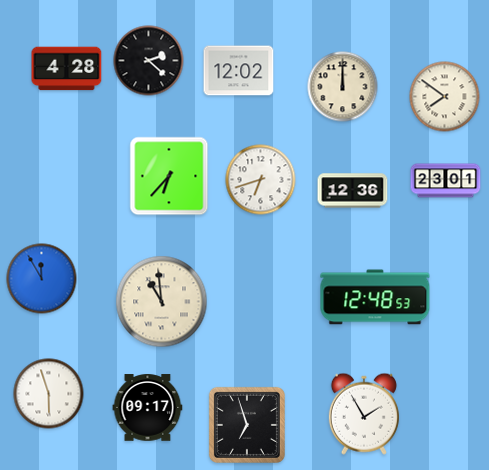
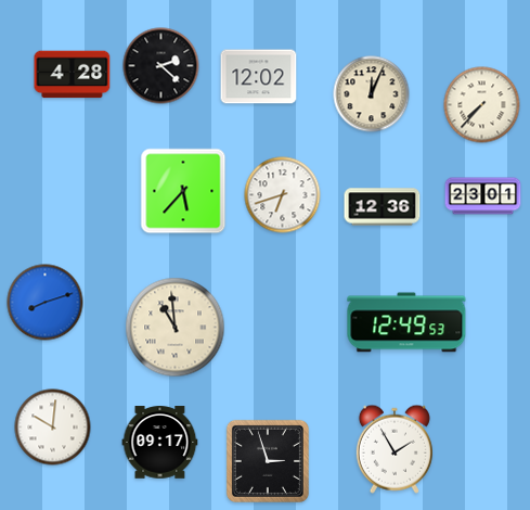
clock at (343, 87): 12:00 -> 12:04
clock at (445, 97): 7:51 -> 7:37
clock at (169, 176): 6:37 -> 5:37
clock at (42, 279): 11:55 -> 8:12
clock at (375, 297): 12:48 -> 12:49
clock at (49, 394): 5:57 -> 10:01
clock at (247, 425): 6:57 -> 2:57
